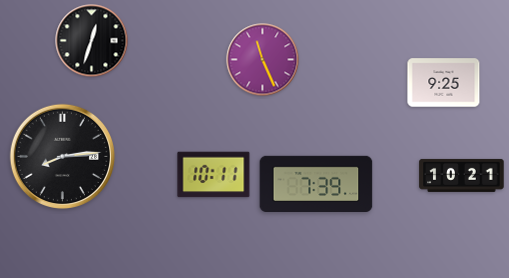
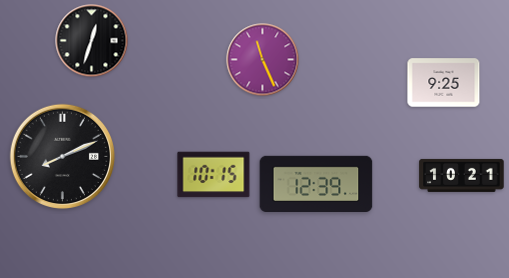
clock at (63, 157): 8:14 -> 8:11
clock at (214, 175): 10:11 -> 10:15
clock at (316, 183): 7:39 -> 12:39
